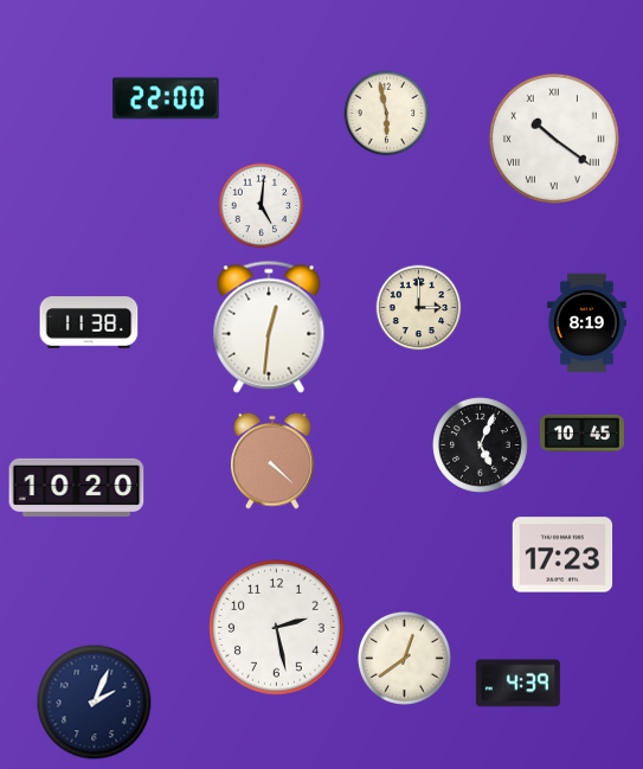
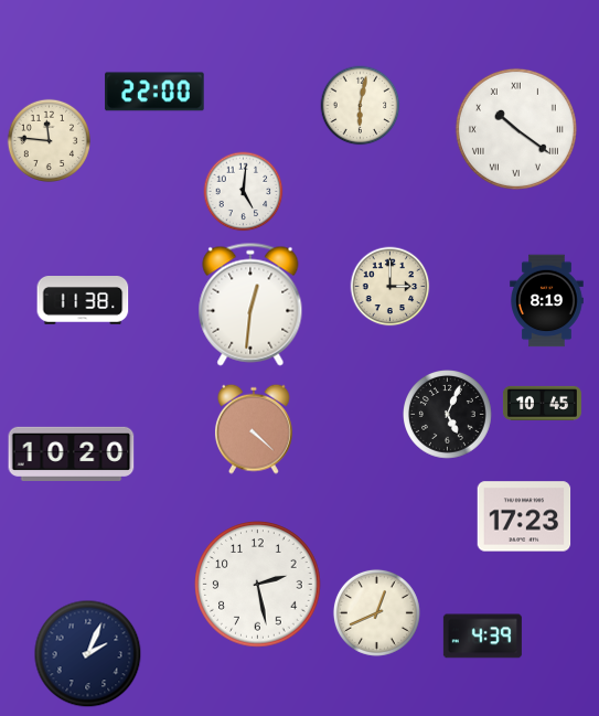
clock at (387, 114): 5:58 -> 6:02
clock at (49, 140): none -> 11:46
clock at (404, 658): 12:39 -> 12:41
